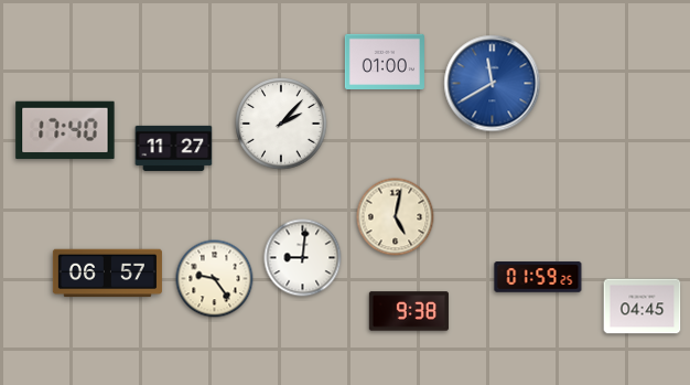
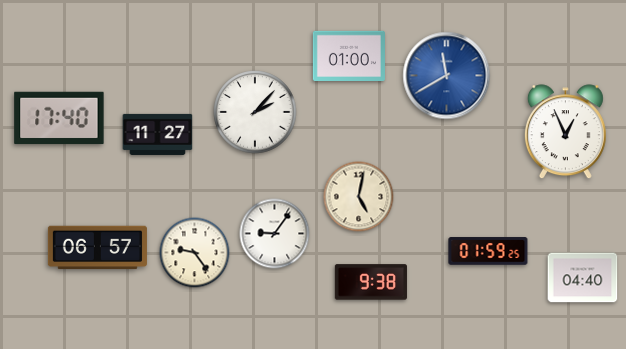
clock at (565, 132): none -> 12:56
clock at (303, 258): 9:01 -> 9:06
clock at (643, 307): 04:45 -> 04:40
